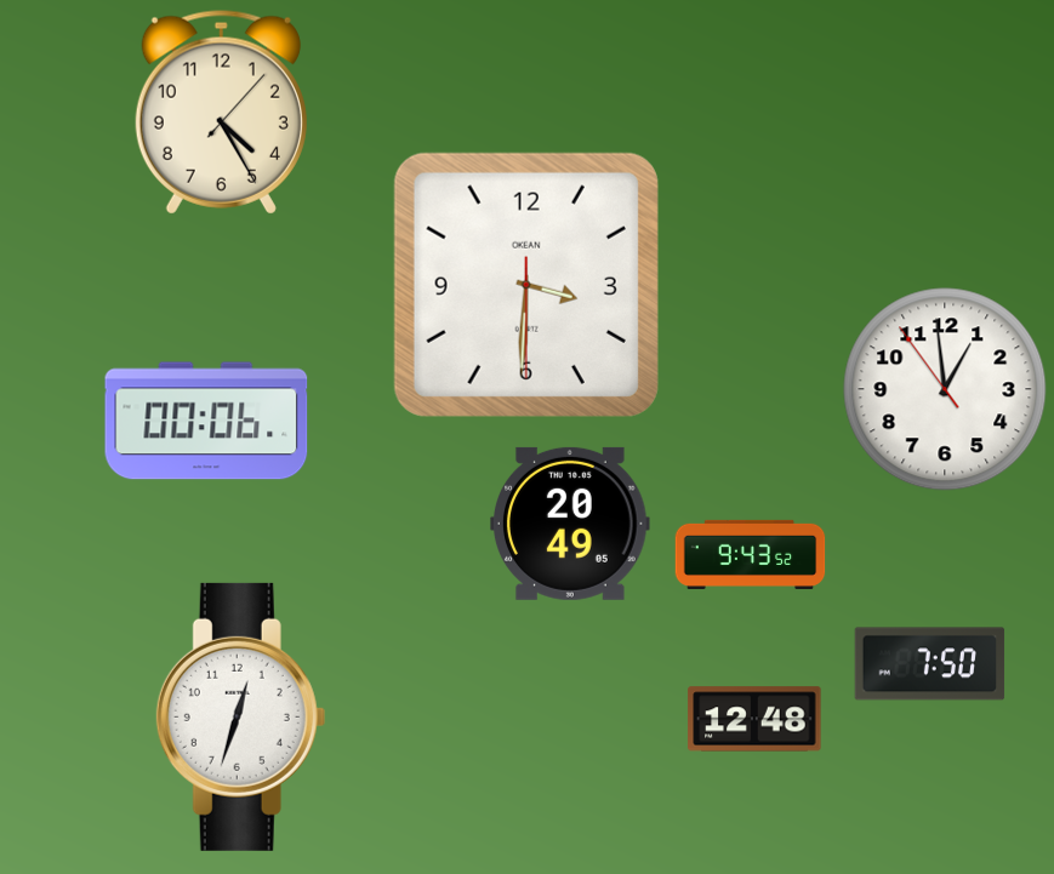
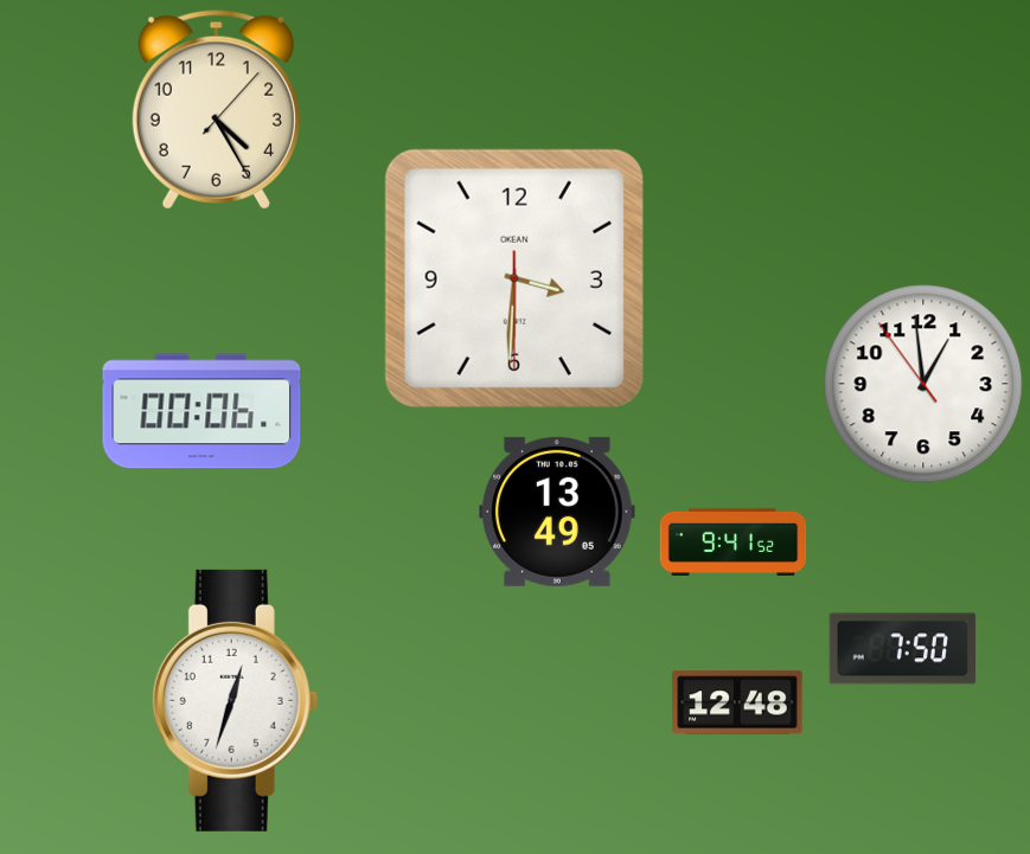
clock at (945, 389) position: (945, 389) -> (923, 384)
clock at (571, 524): 20:49 -> 13:49
clock at (751, 554): 9:43 -> 9:41
clock at (930, 664) position: (930, 664) -> (903, 649)
